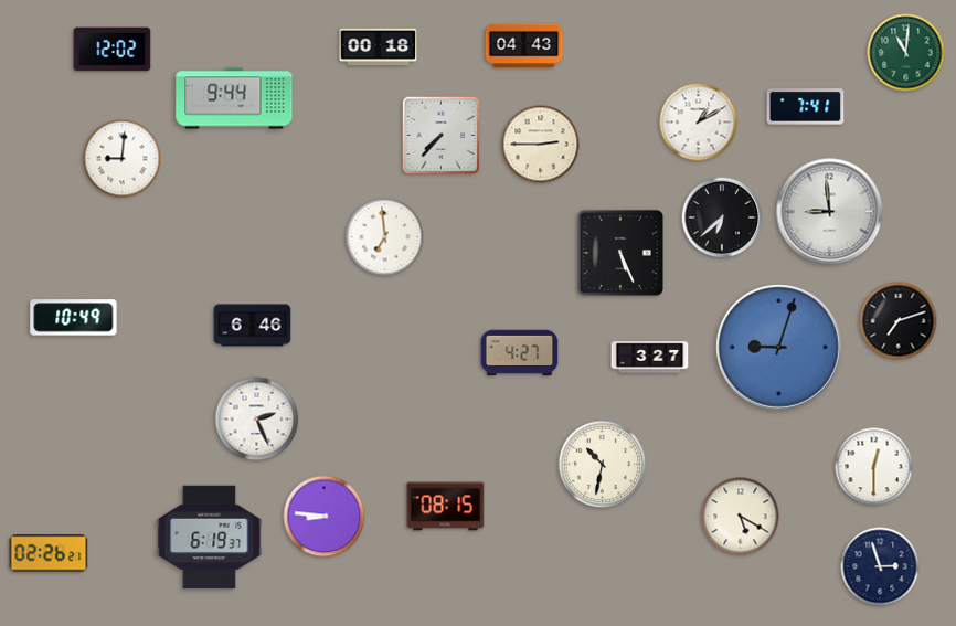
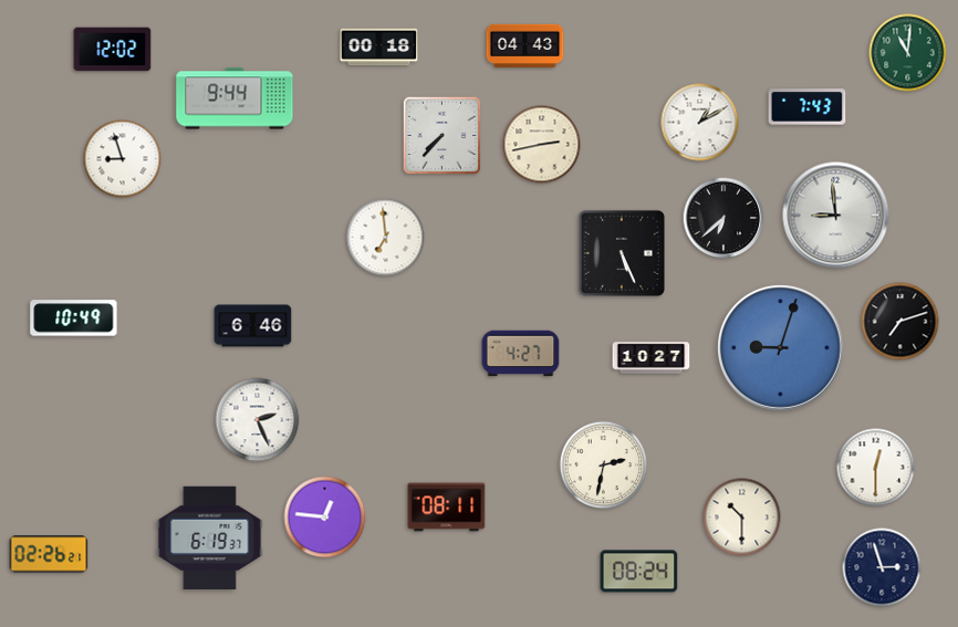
clock at (806, 107): 7:41 -> 7:43
clock at (541, 145): 2:45 -> 2:43
clock at (123, 159): 9:01 -> 8:57
clock at (830, 212) position: (830, 212) -> (836, 216)
clock at (650, 358): 3:27 -> 10:27
clock at (603, 465): 10:32 -> 2:32
clock at (446, 507): 08:15 -> 08:11
clock at (325, 517): 8:46 -> 12:46
clock at (741, 517): 5:20 -> 10:30
clock at (639, 572): none -> 08:24
